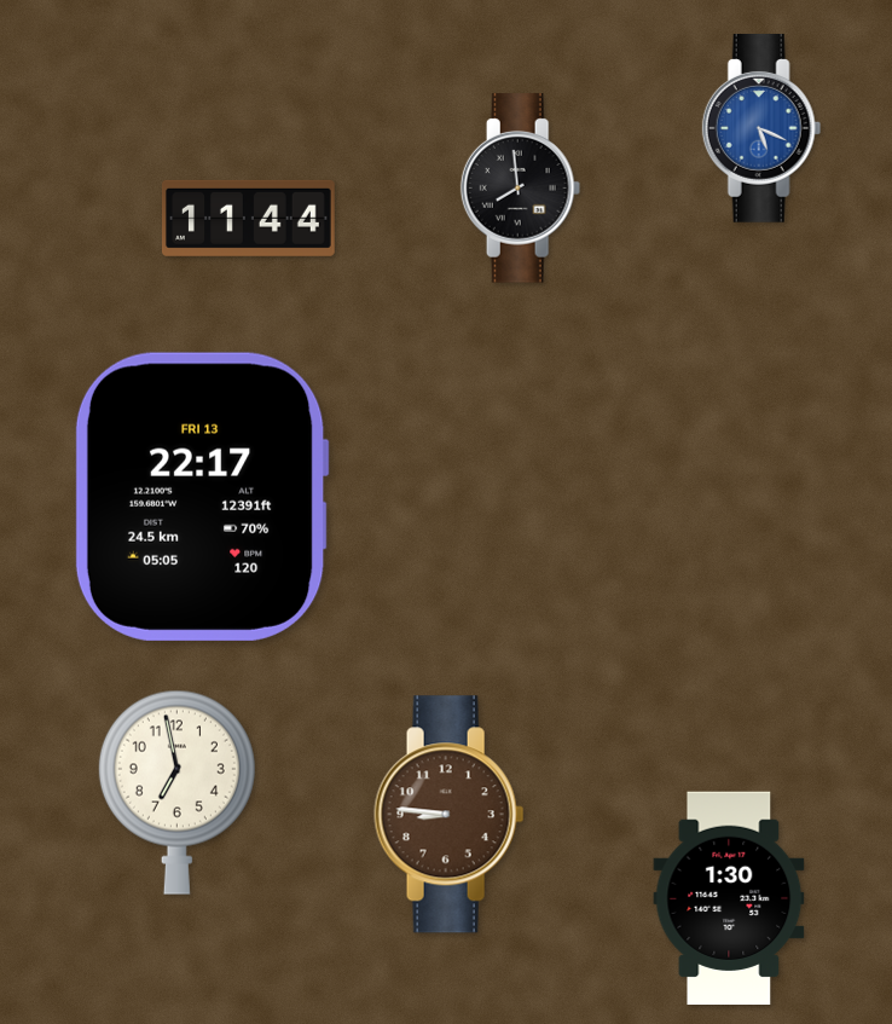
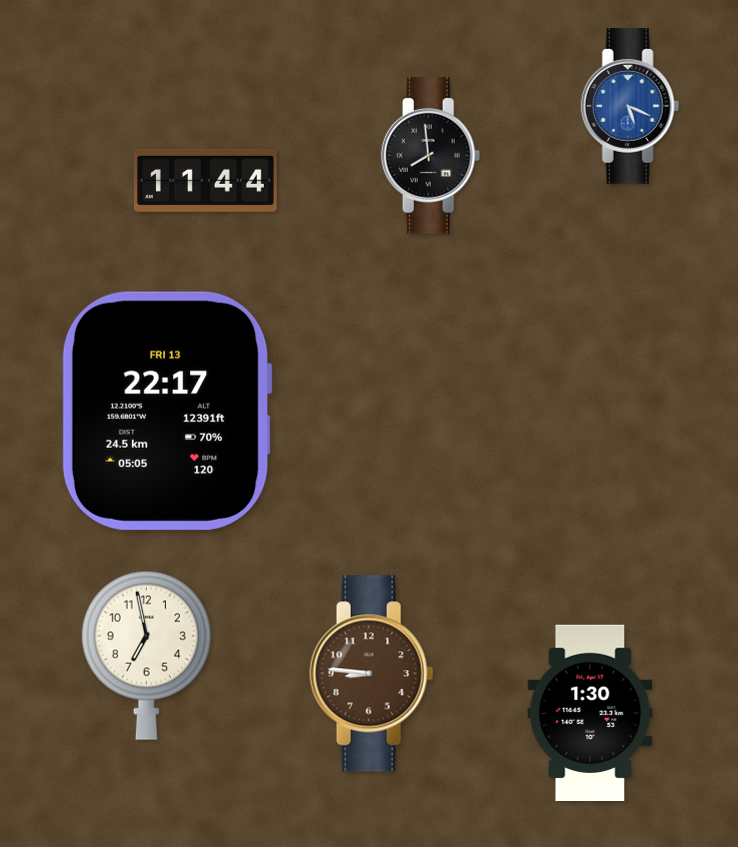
clock at (729, 897) position: (729, 897) -> (590, 712)
